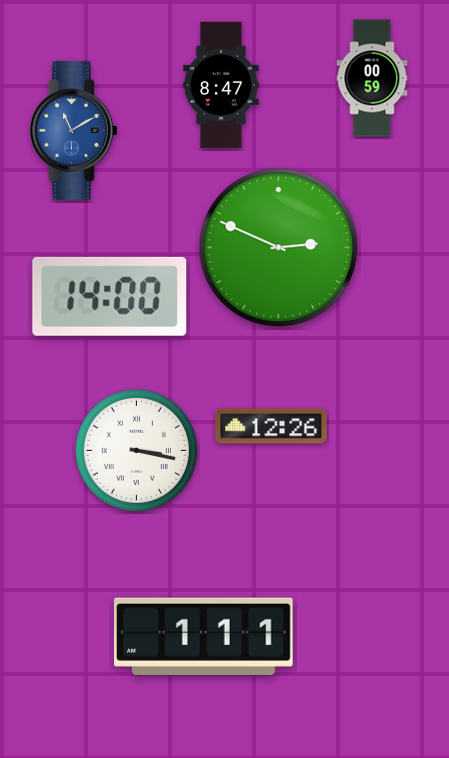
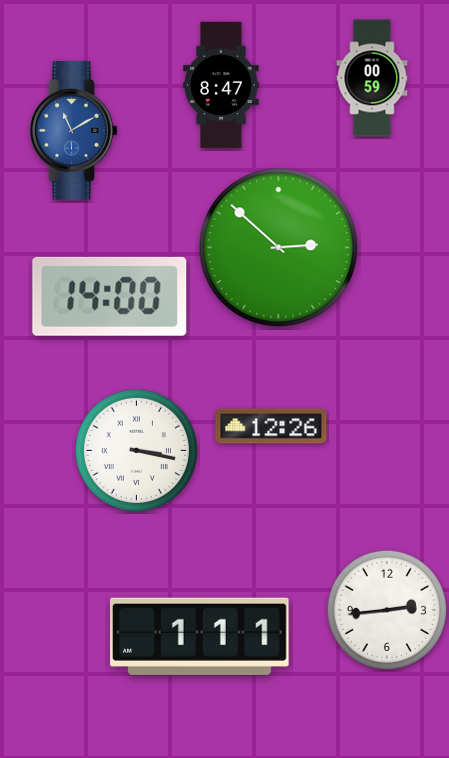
clock at (279, 248): 2:49 -> 2:52
clock at (387, 610): none -> 2:44
clock at (204, 636) position: (204, 636) -> (200, 636)
